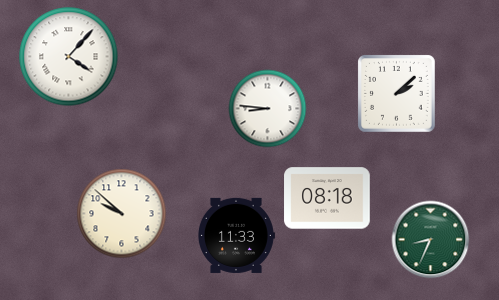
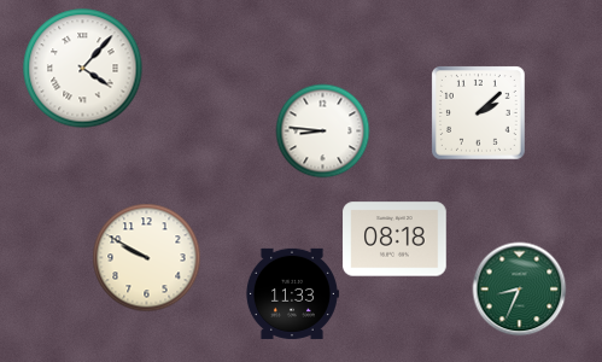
clock at (121, 213): 9:52 -> 9:50
clock at (236, 235) position: (236, 235) -> (292, 293)
